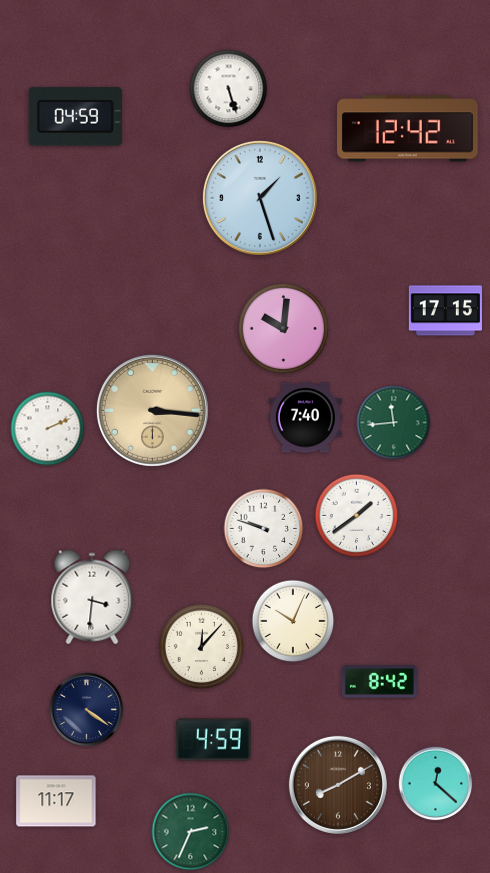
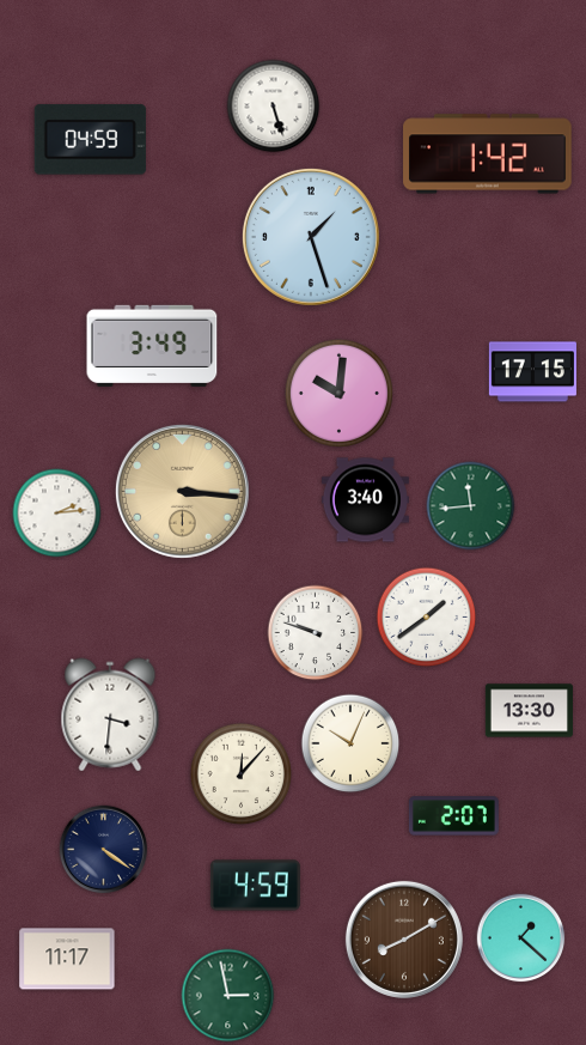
clock at (408, 129): 12:42 -> 1:42
clock at (152, 346): none -> 3:49
clock at (305, 418): 7:40 -> 3:40
clock at (48, 429): 2:11 -> 2:14
clock at (529, 711): none -> 13:30
clock at (379, 682): 8:42 -> 2:07
clock at (436, 784): 12:22 -> 1:22
clock at (191, 832): 2:34 -> 2:58
